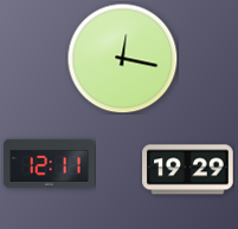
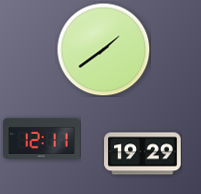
clock at (122, 58): 12:17 -> 1:39
clock at (188, 170) position: (188, 170) -> (143, 154)
